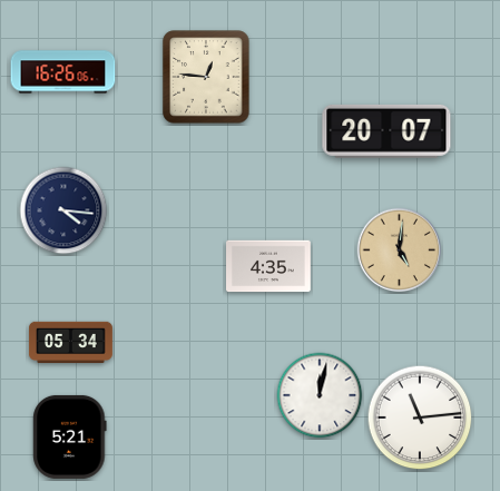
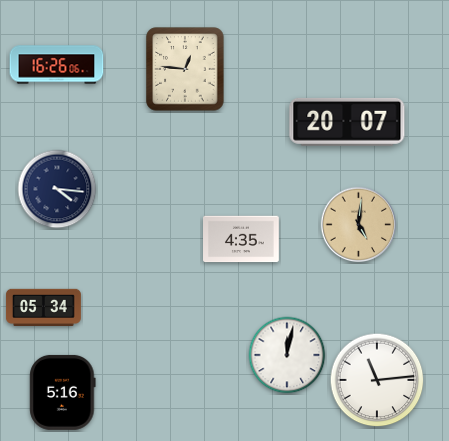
clock at (386, 131) position: (386, 131) -> (347, 122)
clock at (71, 342) position: (71, 342) -> (44, 307)
clock at (420, 418) position: (420, 418) -> (377, 380)
clock at (70, 436): 5:21 -> 5:16
